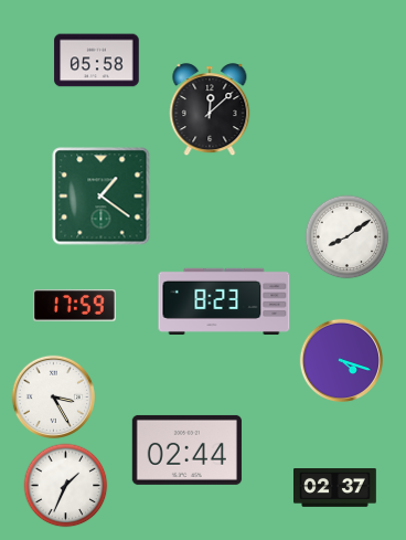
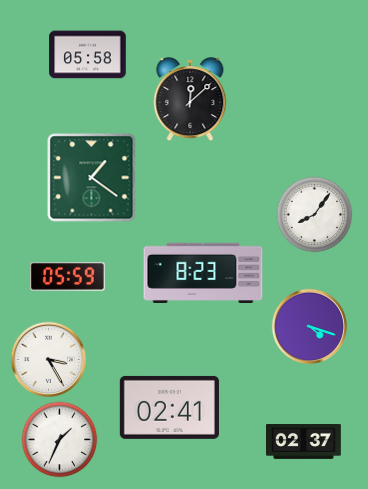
clock at (348, 237): 8:09 -> 8:06
clock at (74, 306): 17:59 -> 05:59
clock at (186, 449): 02:44 -> 02:41
